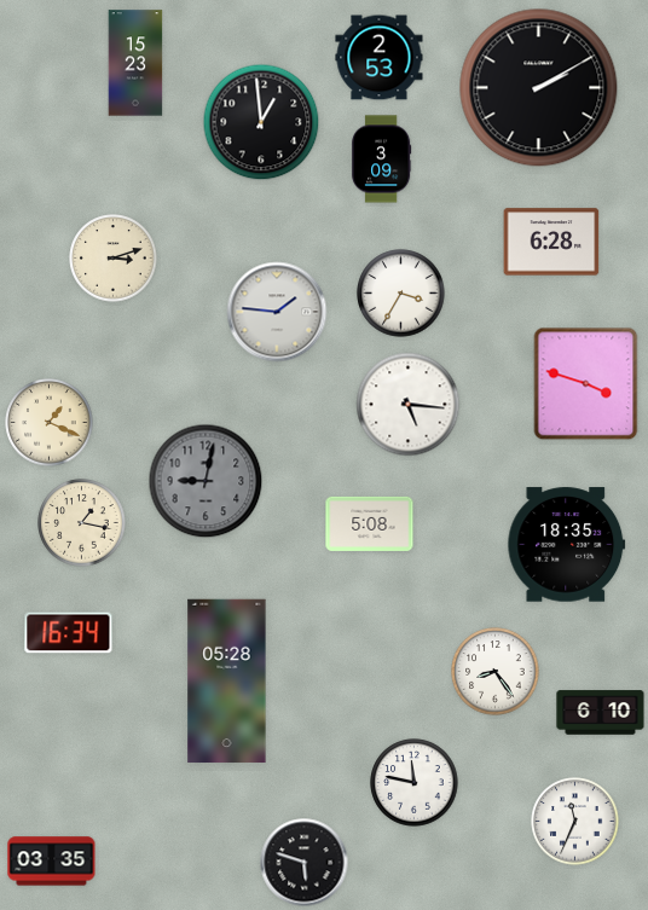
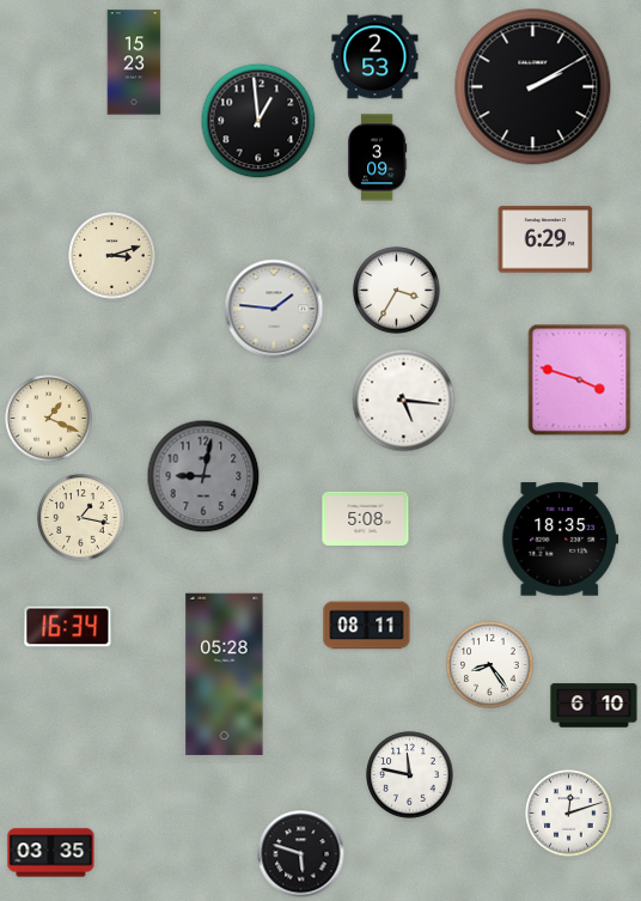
clock at (551, 242): 6:28 -> 6:29
clock at (367, 626): none -> 08:11
clock at (575, 822): 11:34 -> 12:12
